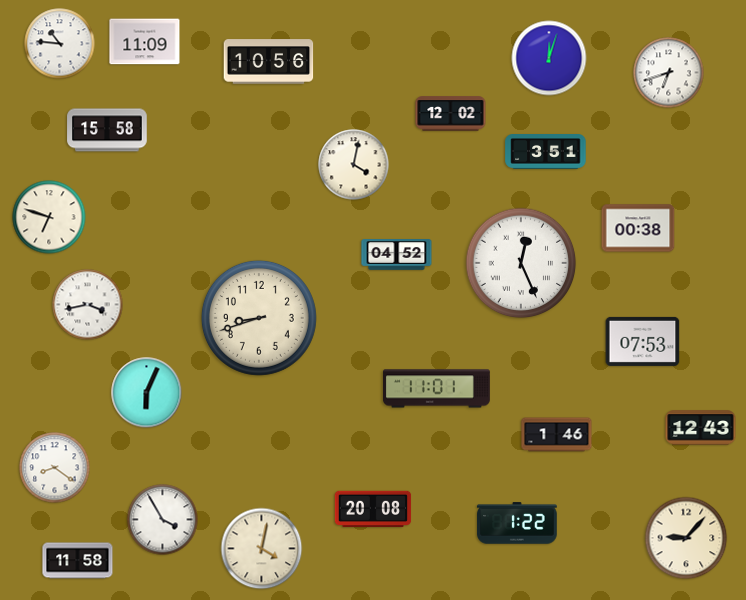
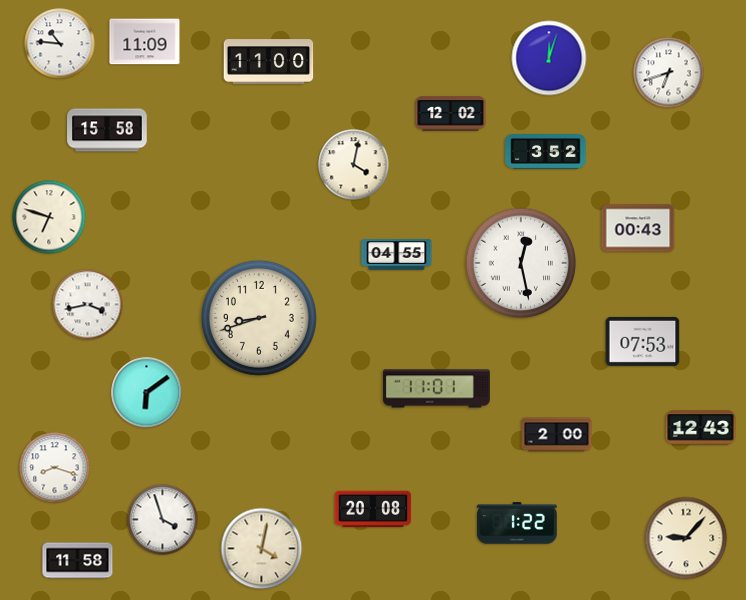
clock at (269, 62): 10:56 -> 11:00
clock at (546, 152): 3:51 -> 3:52
clock at (638, 228): 00:38 -> 00:43
clock at (397, 255): 04:52 -> 04:55
clock at (521, 263): 12:26 -> 12:28
clock at (147, 393): 6:04 -> 6:09
clock at (557, 435): 1:46 -> 2:00
clock at (55, 468): 8:21 -> 8:18
clock at (163, 520): 3:55 -> 3:57
